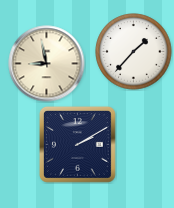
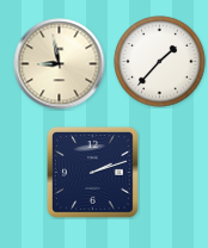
clock at (47, 64) position: (47, 64) -> (60, 64)
clock at (77, 144): 2:10 -> 2:12
